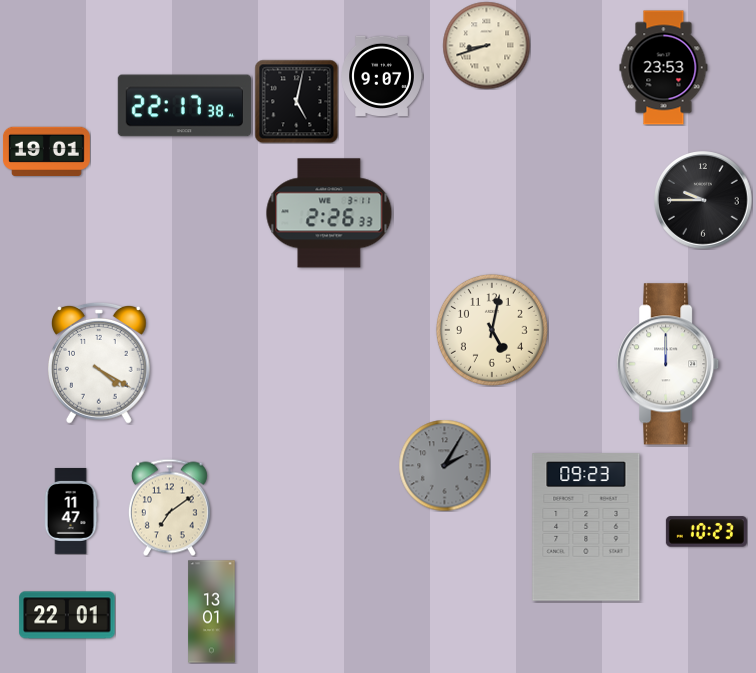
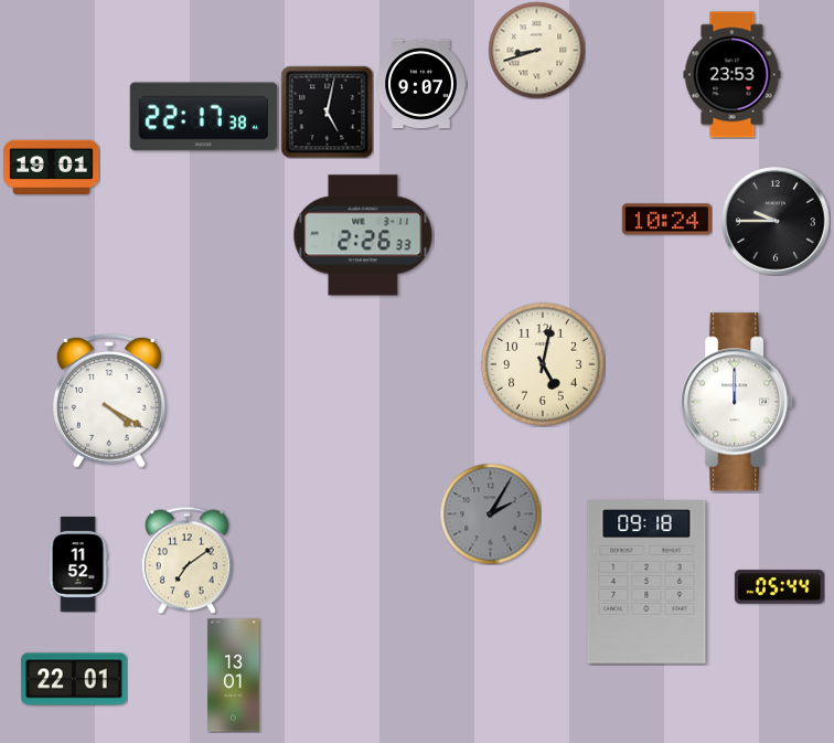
clock at (666, 220): none -> 10:24
clock at (71, 511): 11:47 -> 11:52
clock at (586, 527): 09:23 -> 09:18
clock at (706, 532): 10:23 -> 05:44
